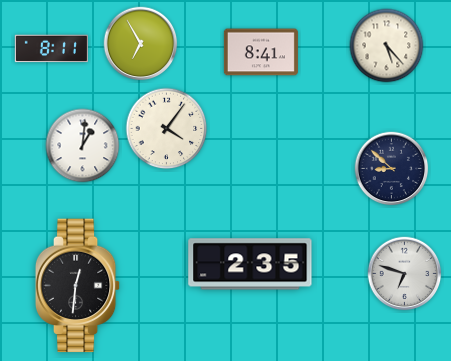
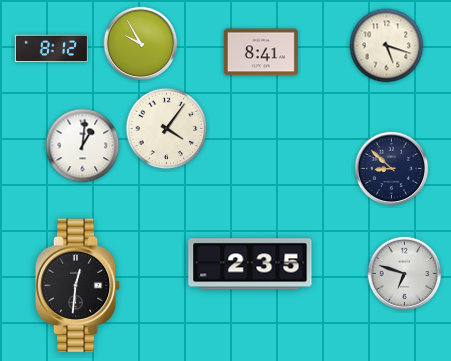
clock at (141, 44): 6:55 -> 9:55
clock at (387, 46): 5:23 -> 5:18
clock at (51, 49): 8:11 -> 8:12
